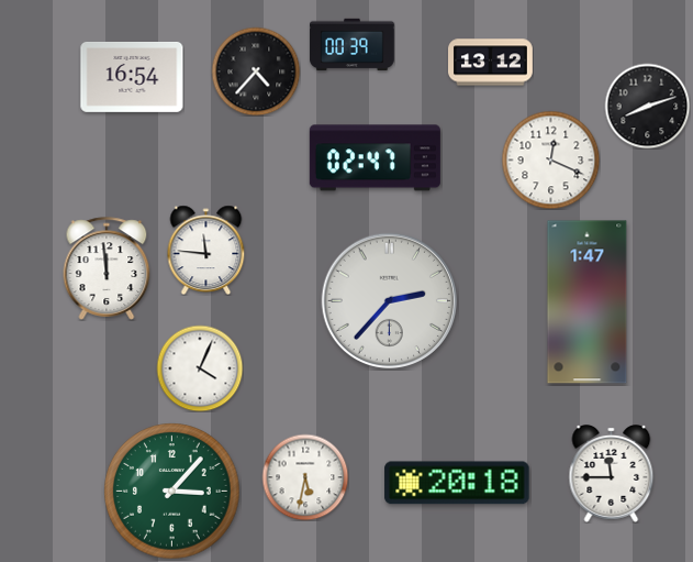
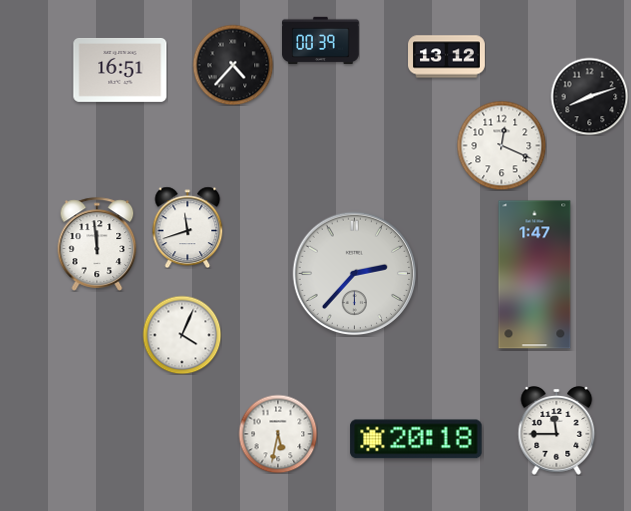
clock at (132, 77): 16:54 -> 16:51
clock at (375, 158): 02:47 -> none
clock at (206, 250): 11:46 -> 11:42
clock at (172, 492): 3:07 -> none
